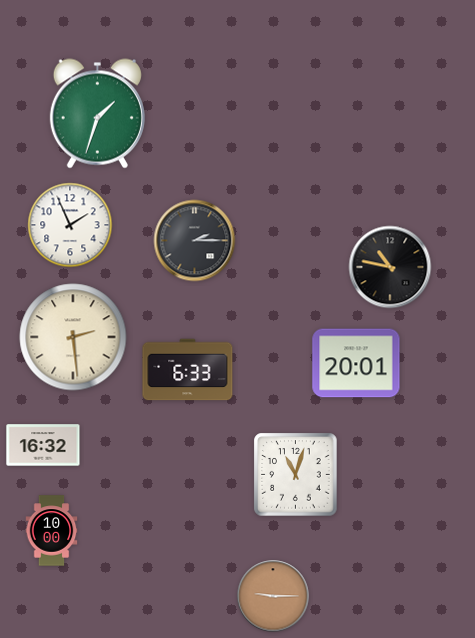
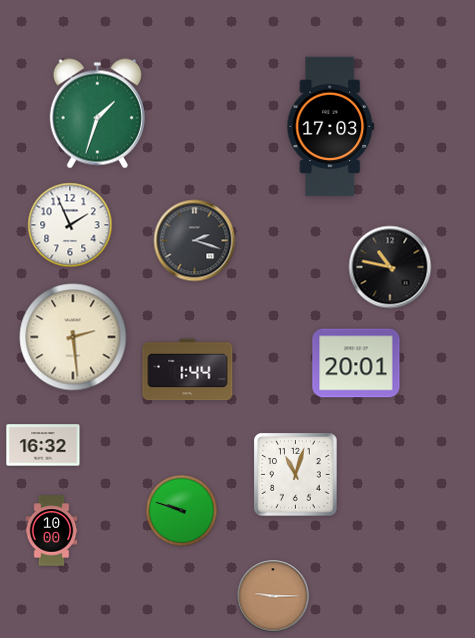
clock at (331, 127): none -> 17:03
clock at (195, 241): 2:15 -> 2:18
clock at (188, 370): 6:33 -> 1:44
clock at (181, 510): none -> 9:48
